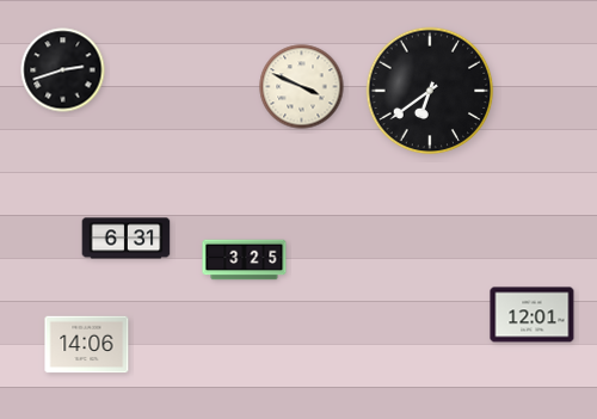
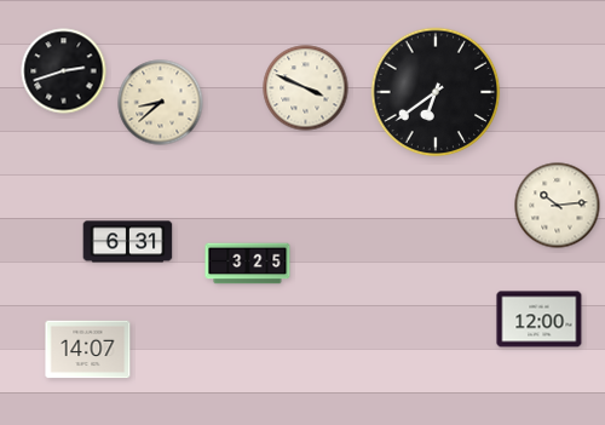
clock at (161, 103): none -> 8:38
clock at (558, 206): none -> 10:14
clock at (533, 315): 12:01 -> 12:00
clock at (87, 345): 14:06 -> 14:07
